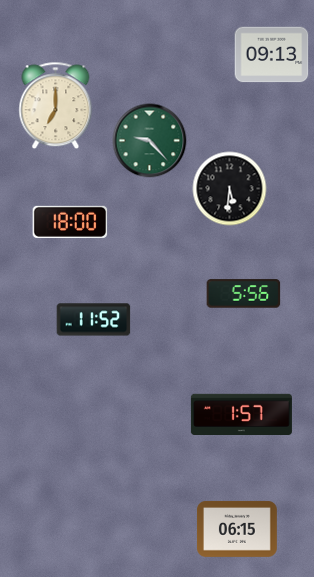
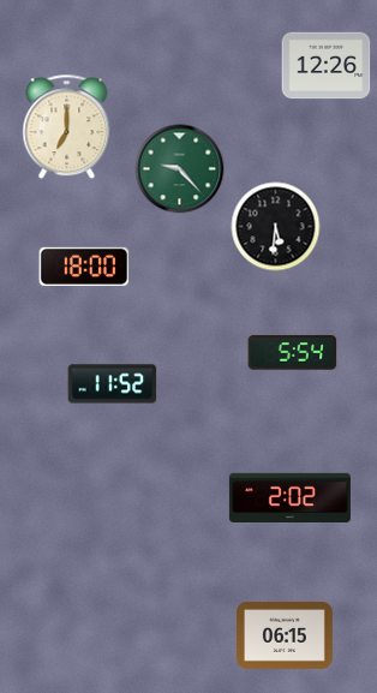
clock at (272, 55): 09:13 -> 12:26
clock at (244, 294): 5:56 -> 5:54
clock at (241, 414): 1:57 -> 2:02
